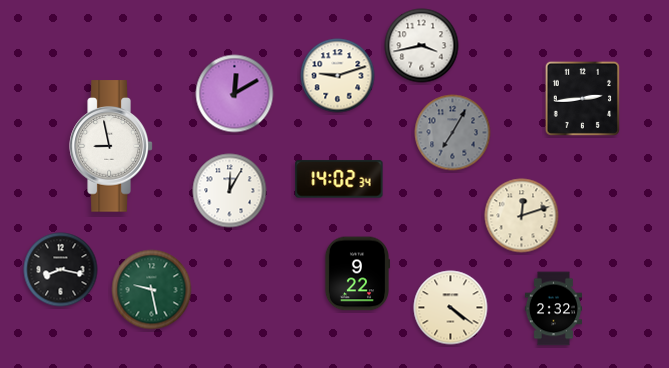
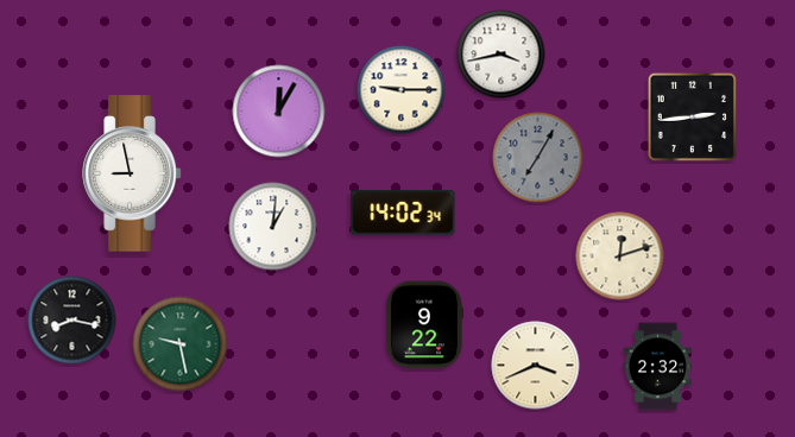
clock at (338, 76): 9:12 -> 9:15
clock at (235, 94): 12:10 -> 12:05
clock at (230, 191): 12:05 -> 1:01
clock at (451, 308): 4:21 -> 3:41
